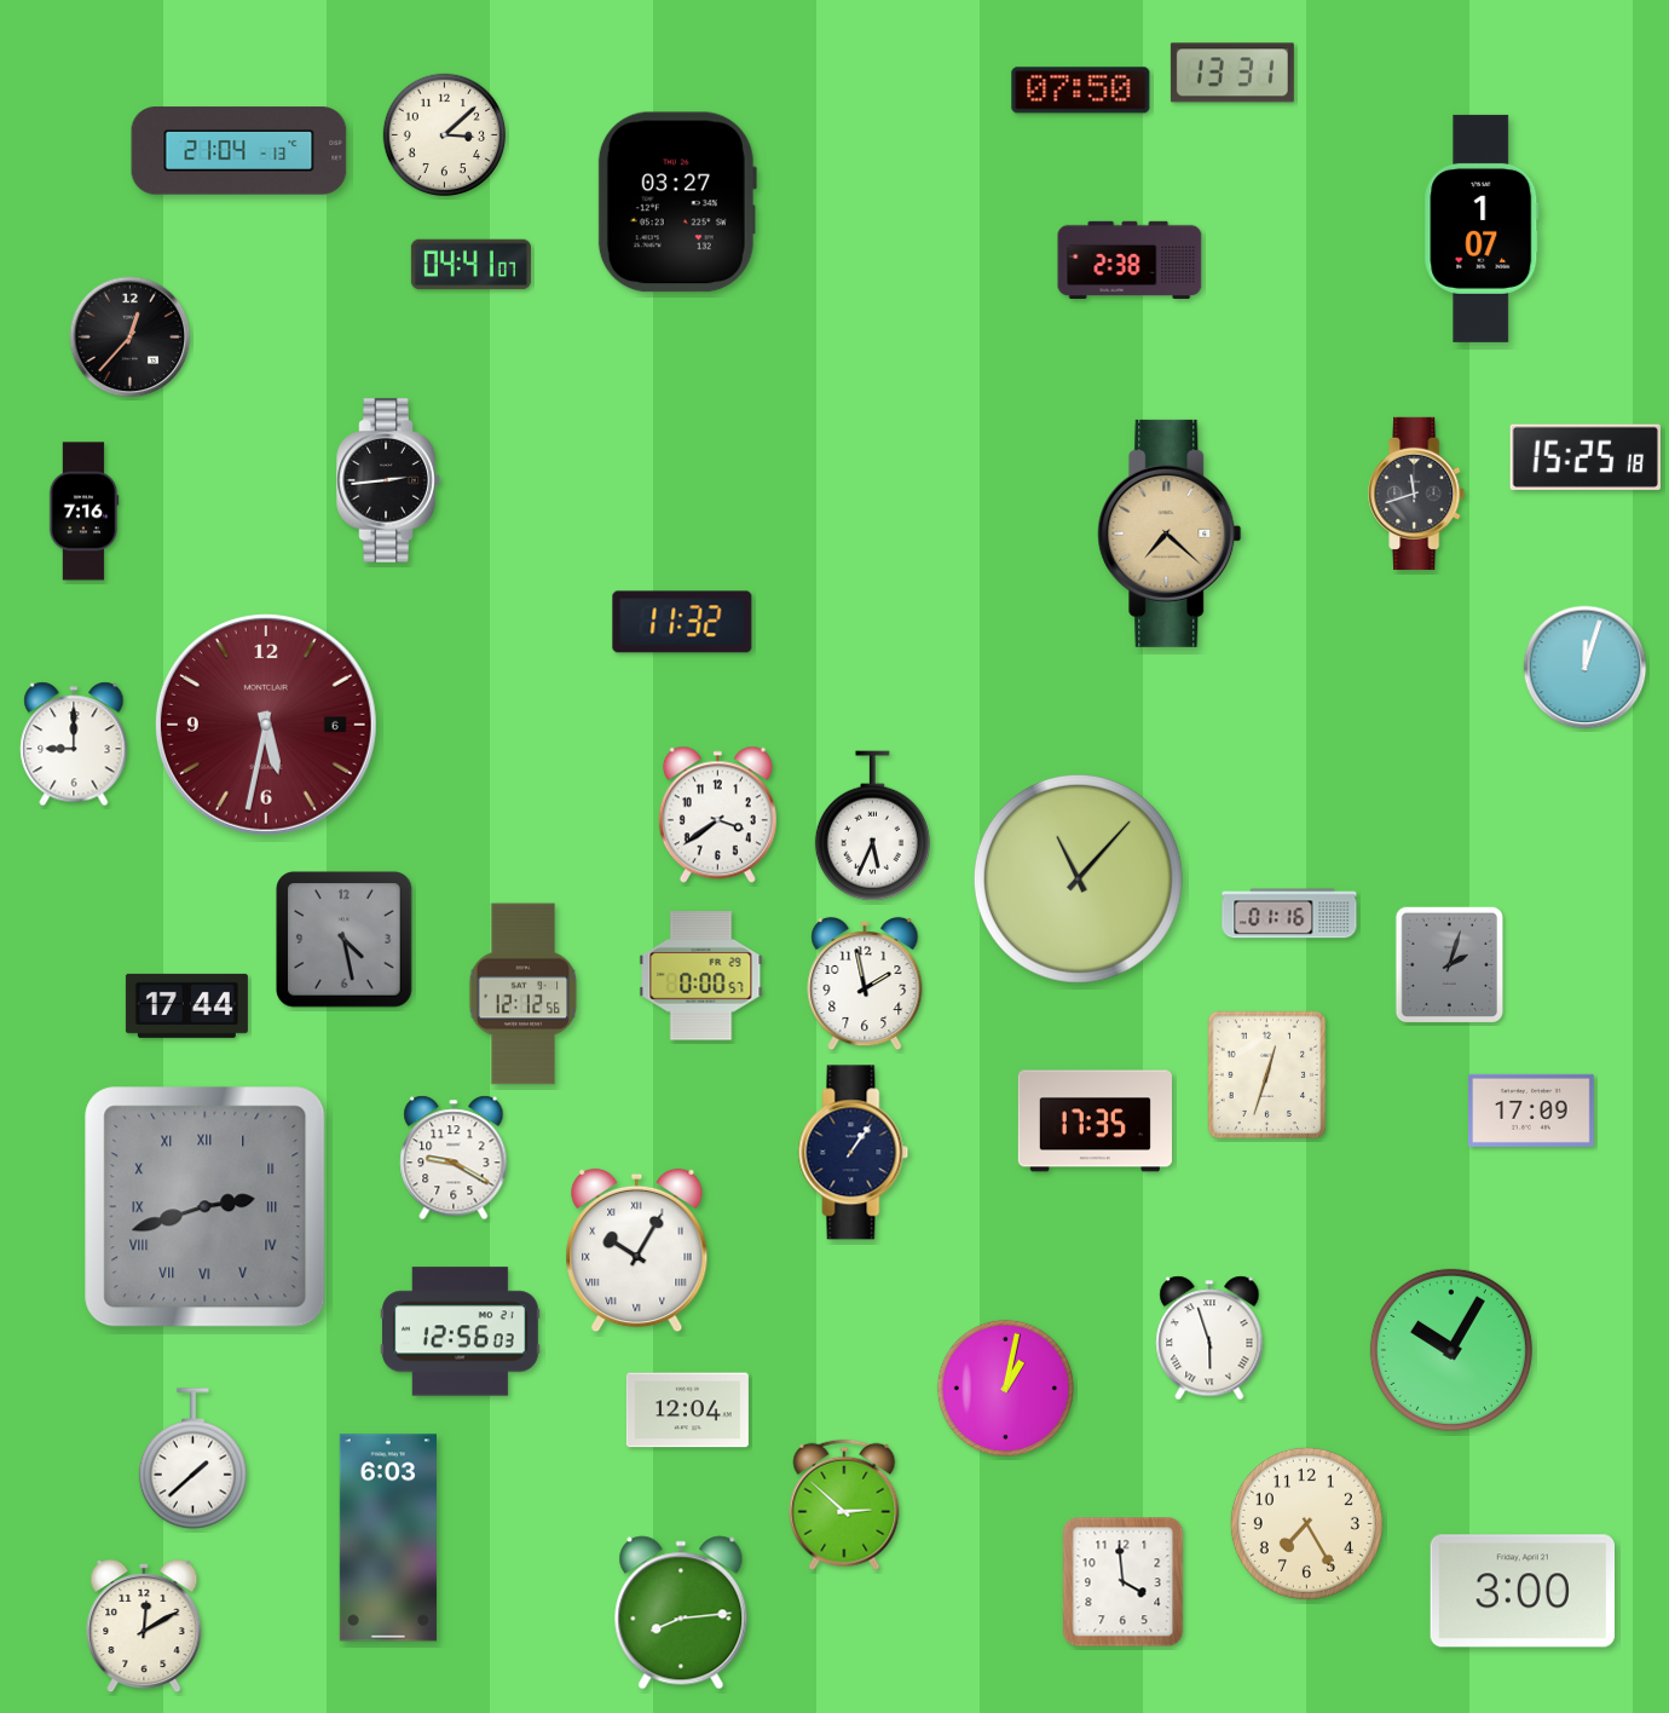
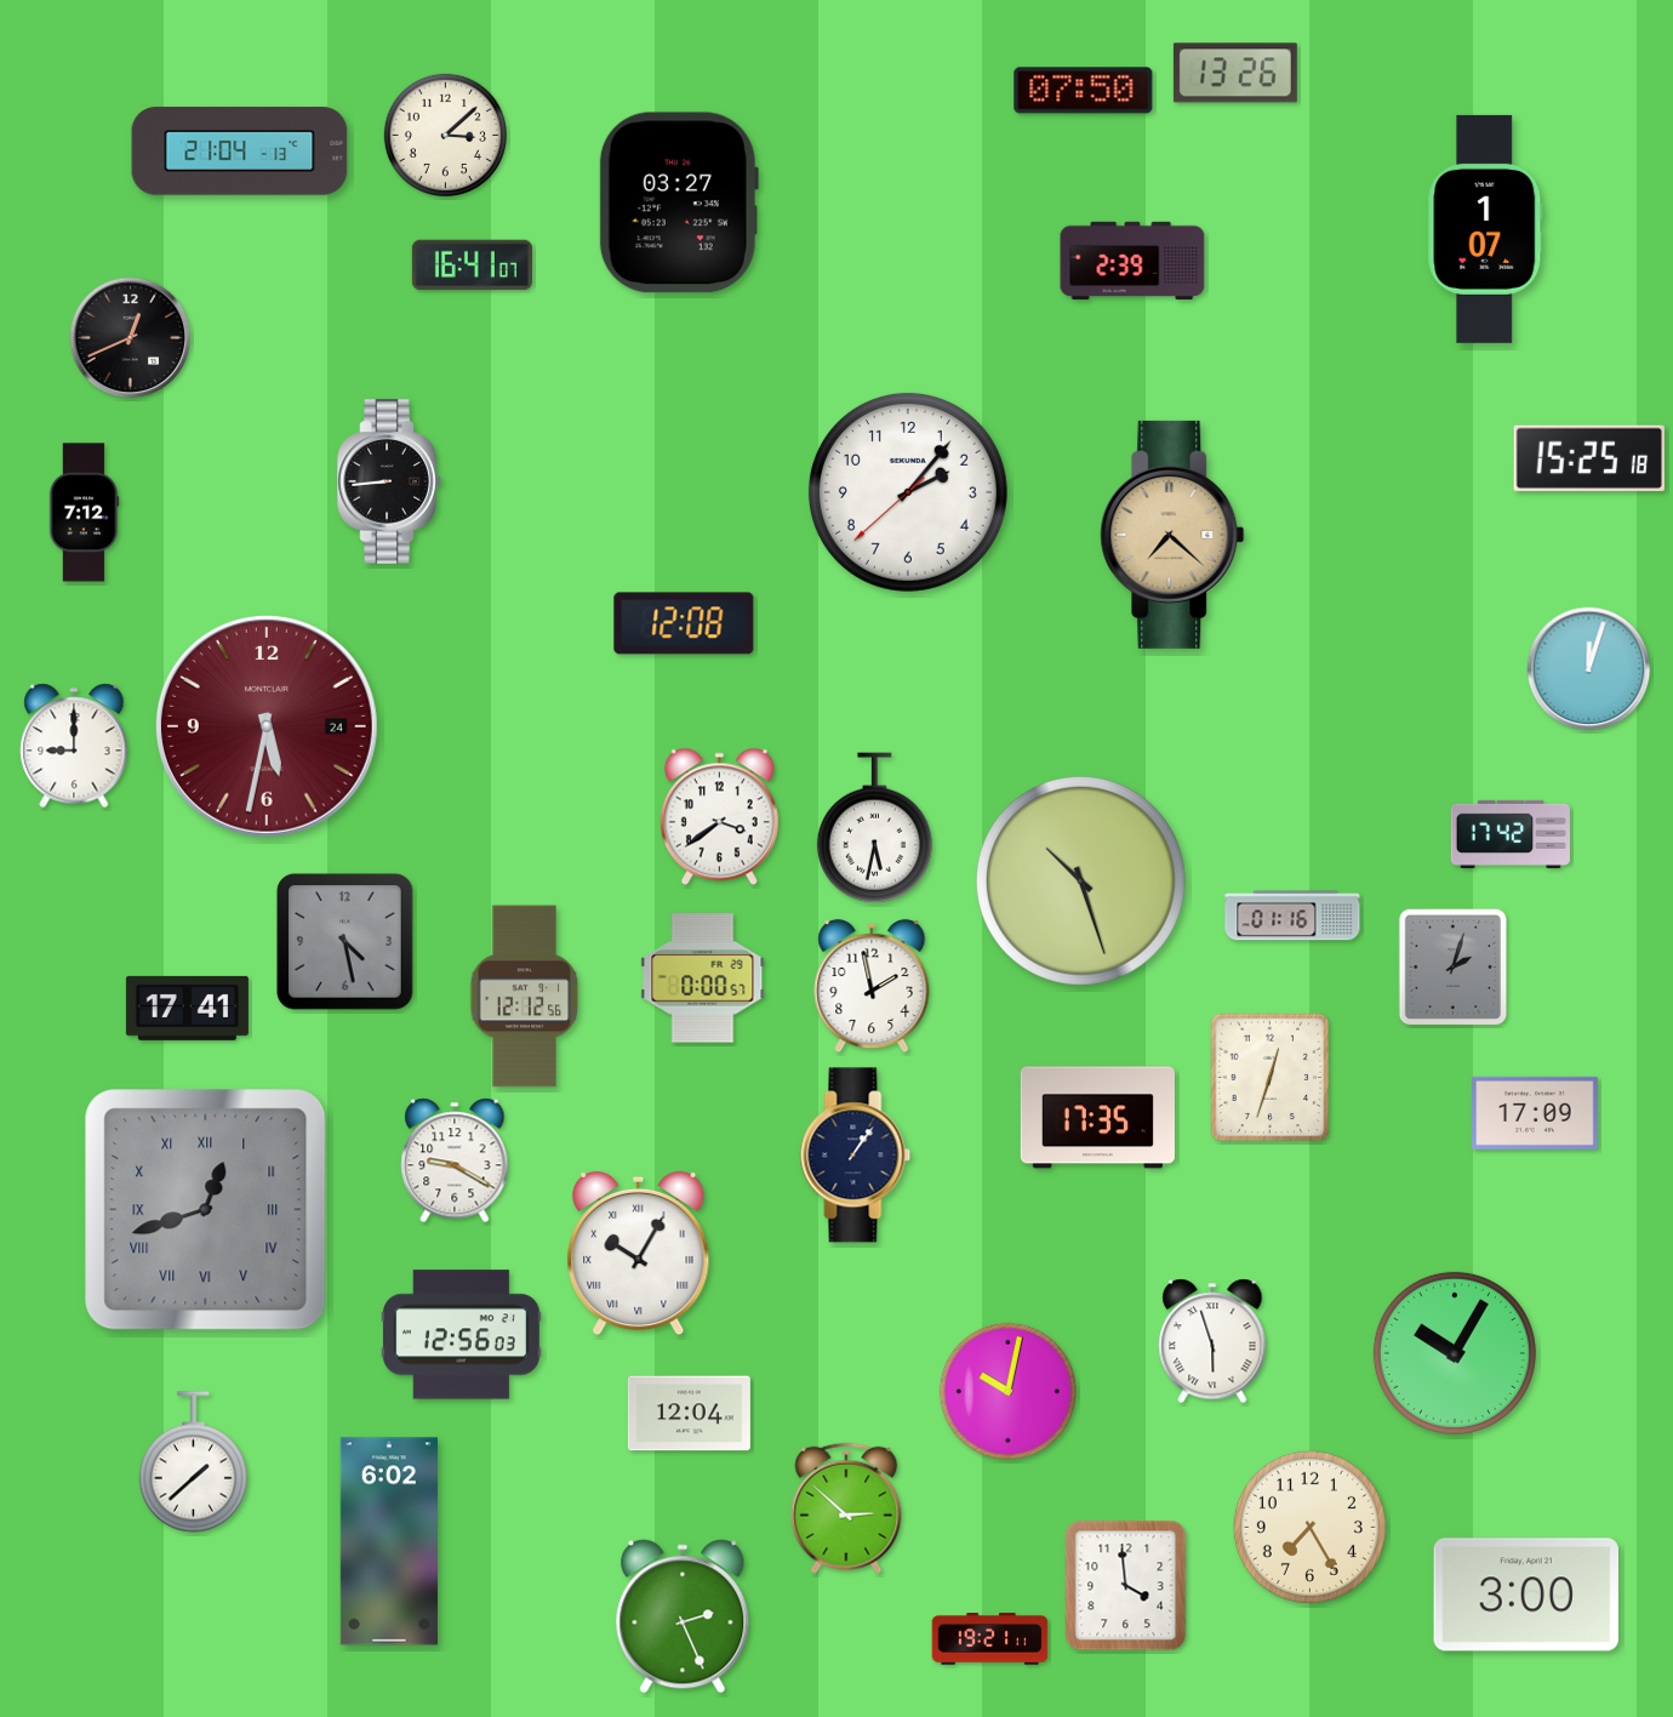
clock at (1232, 73): 13:31 -> 13:26
clock at (1130, 260): 2:38 -> 2:39
clock at (470, 265): 04:41 -> 16:41
clock at (131, 338): 12:37 -> 12:41
clock at (388, 480): 2:44 -> 8:44
clock at (908, 492): none -> 2:06
clock at (1417, 494): 11:42 -> none
clock at (83, 512): 7:16 -> 7:12
clock at (682, 622): 11:32 -> 12:08
clock at (266, 725) date: 6 -> 24
clock at (872, 826): 5:34 -> 5:32
clock at (1511, 834): none -> 17:42
clock at (1078, 878): 11:07 -> 10:27
clock at (865, 984) position: (865, 984) -> (872, 986)
clock at (186, 1005): 17:44 -> 17:41
clock at (1095, 1121) position: (1095, 1121) -> (1097, 1118)
clock at (206, 1207): 2:42 -> 12:42
clock at (1005, 1388): 1:02 -> 10:02
clock at (388, 1538): 6:03 -> 6:02
clock at (681, 1613): 8:14 -> 2:26
clock at (144, 1626): 12:10 -> none
clock at (990, 1639): none -> 19:21
